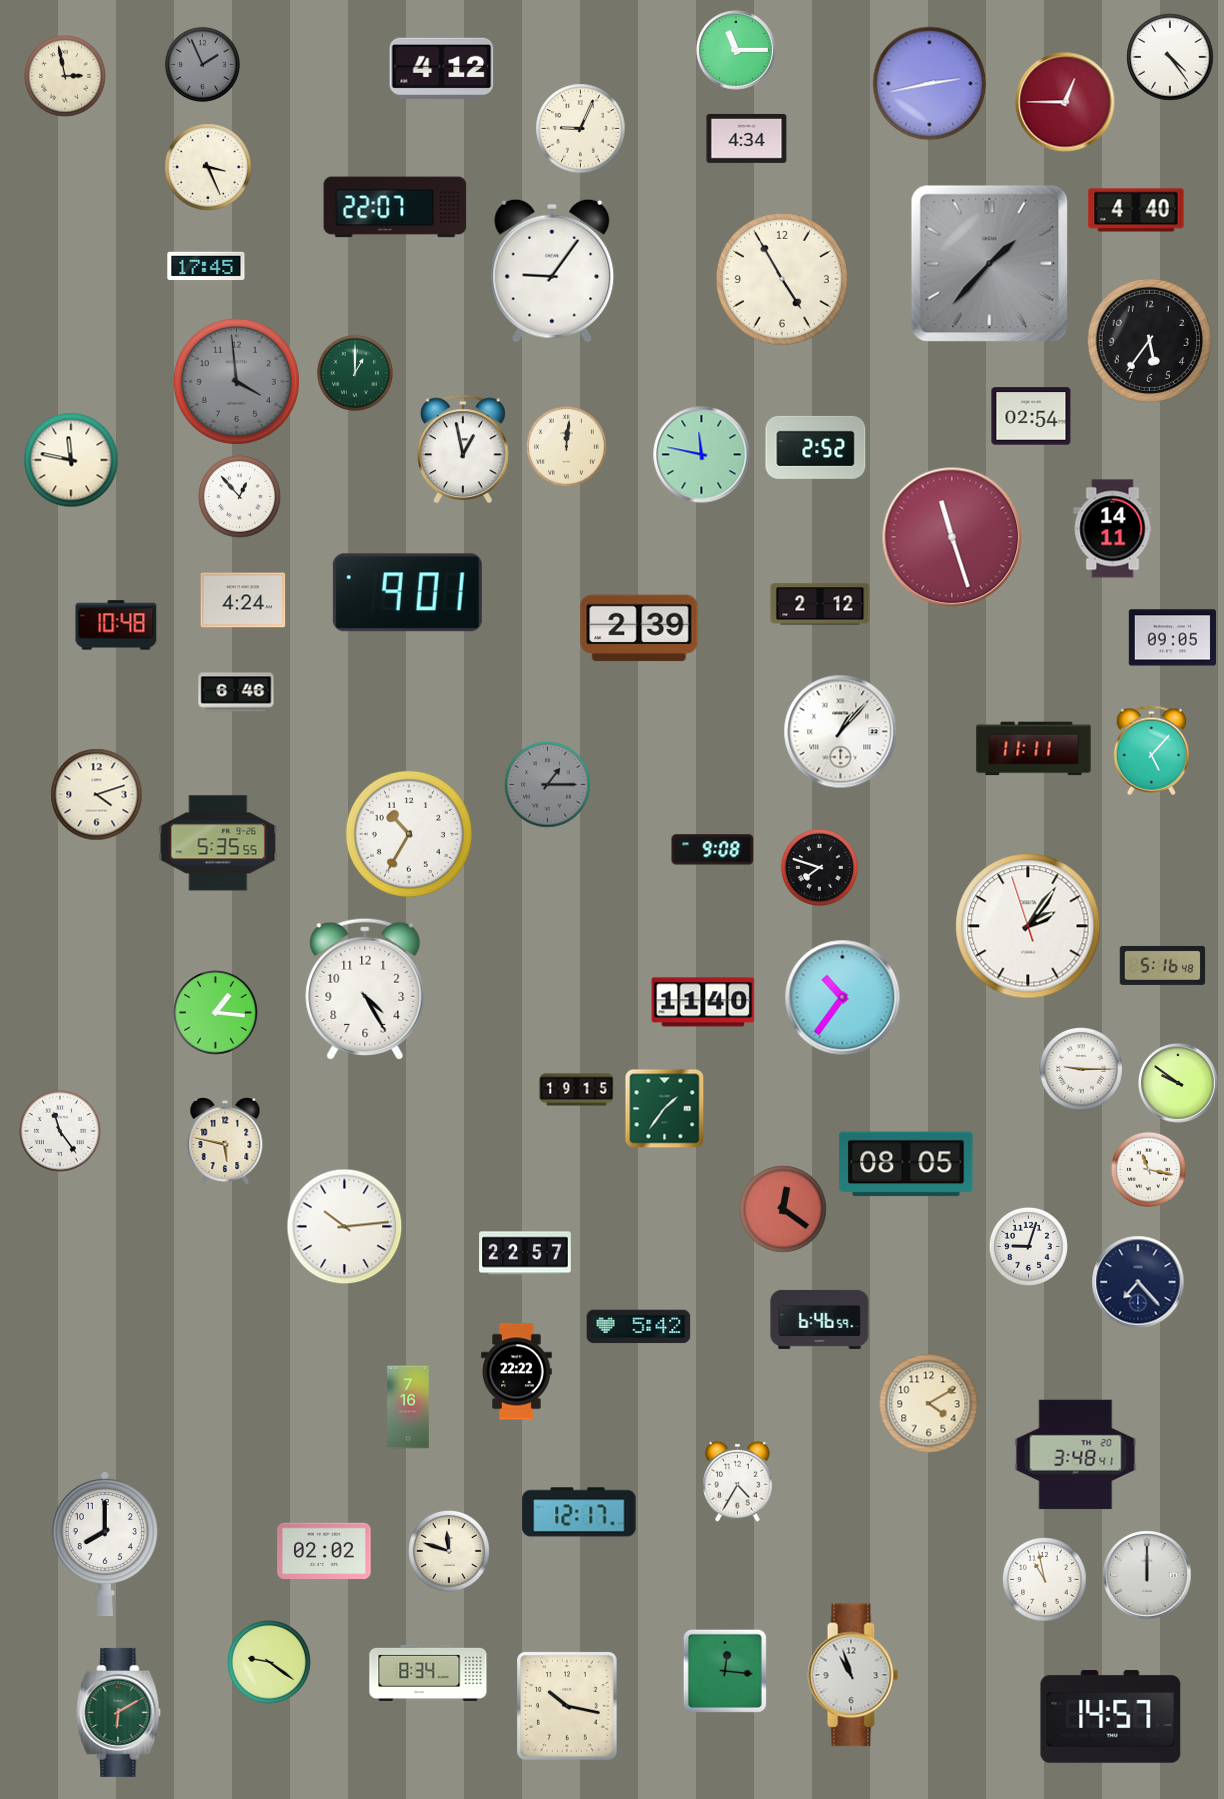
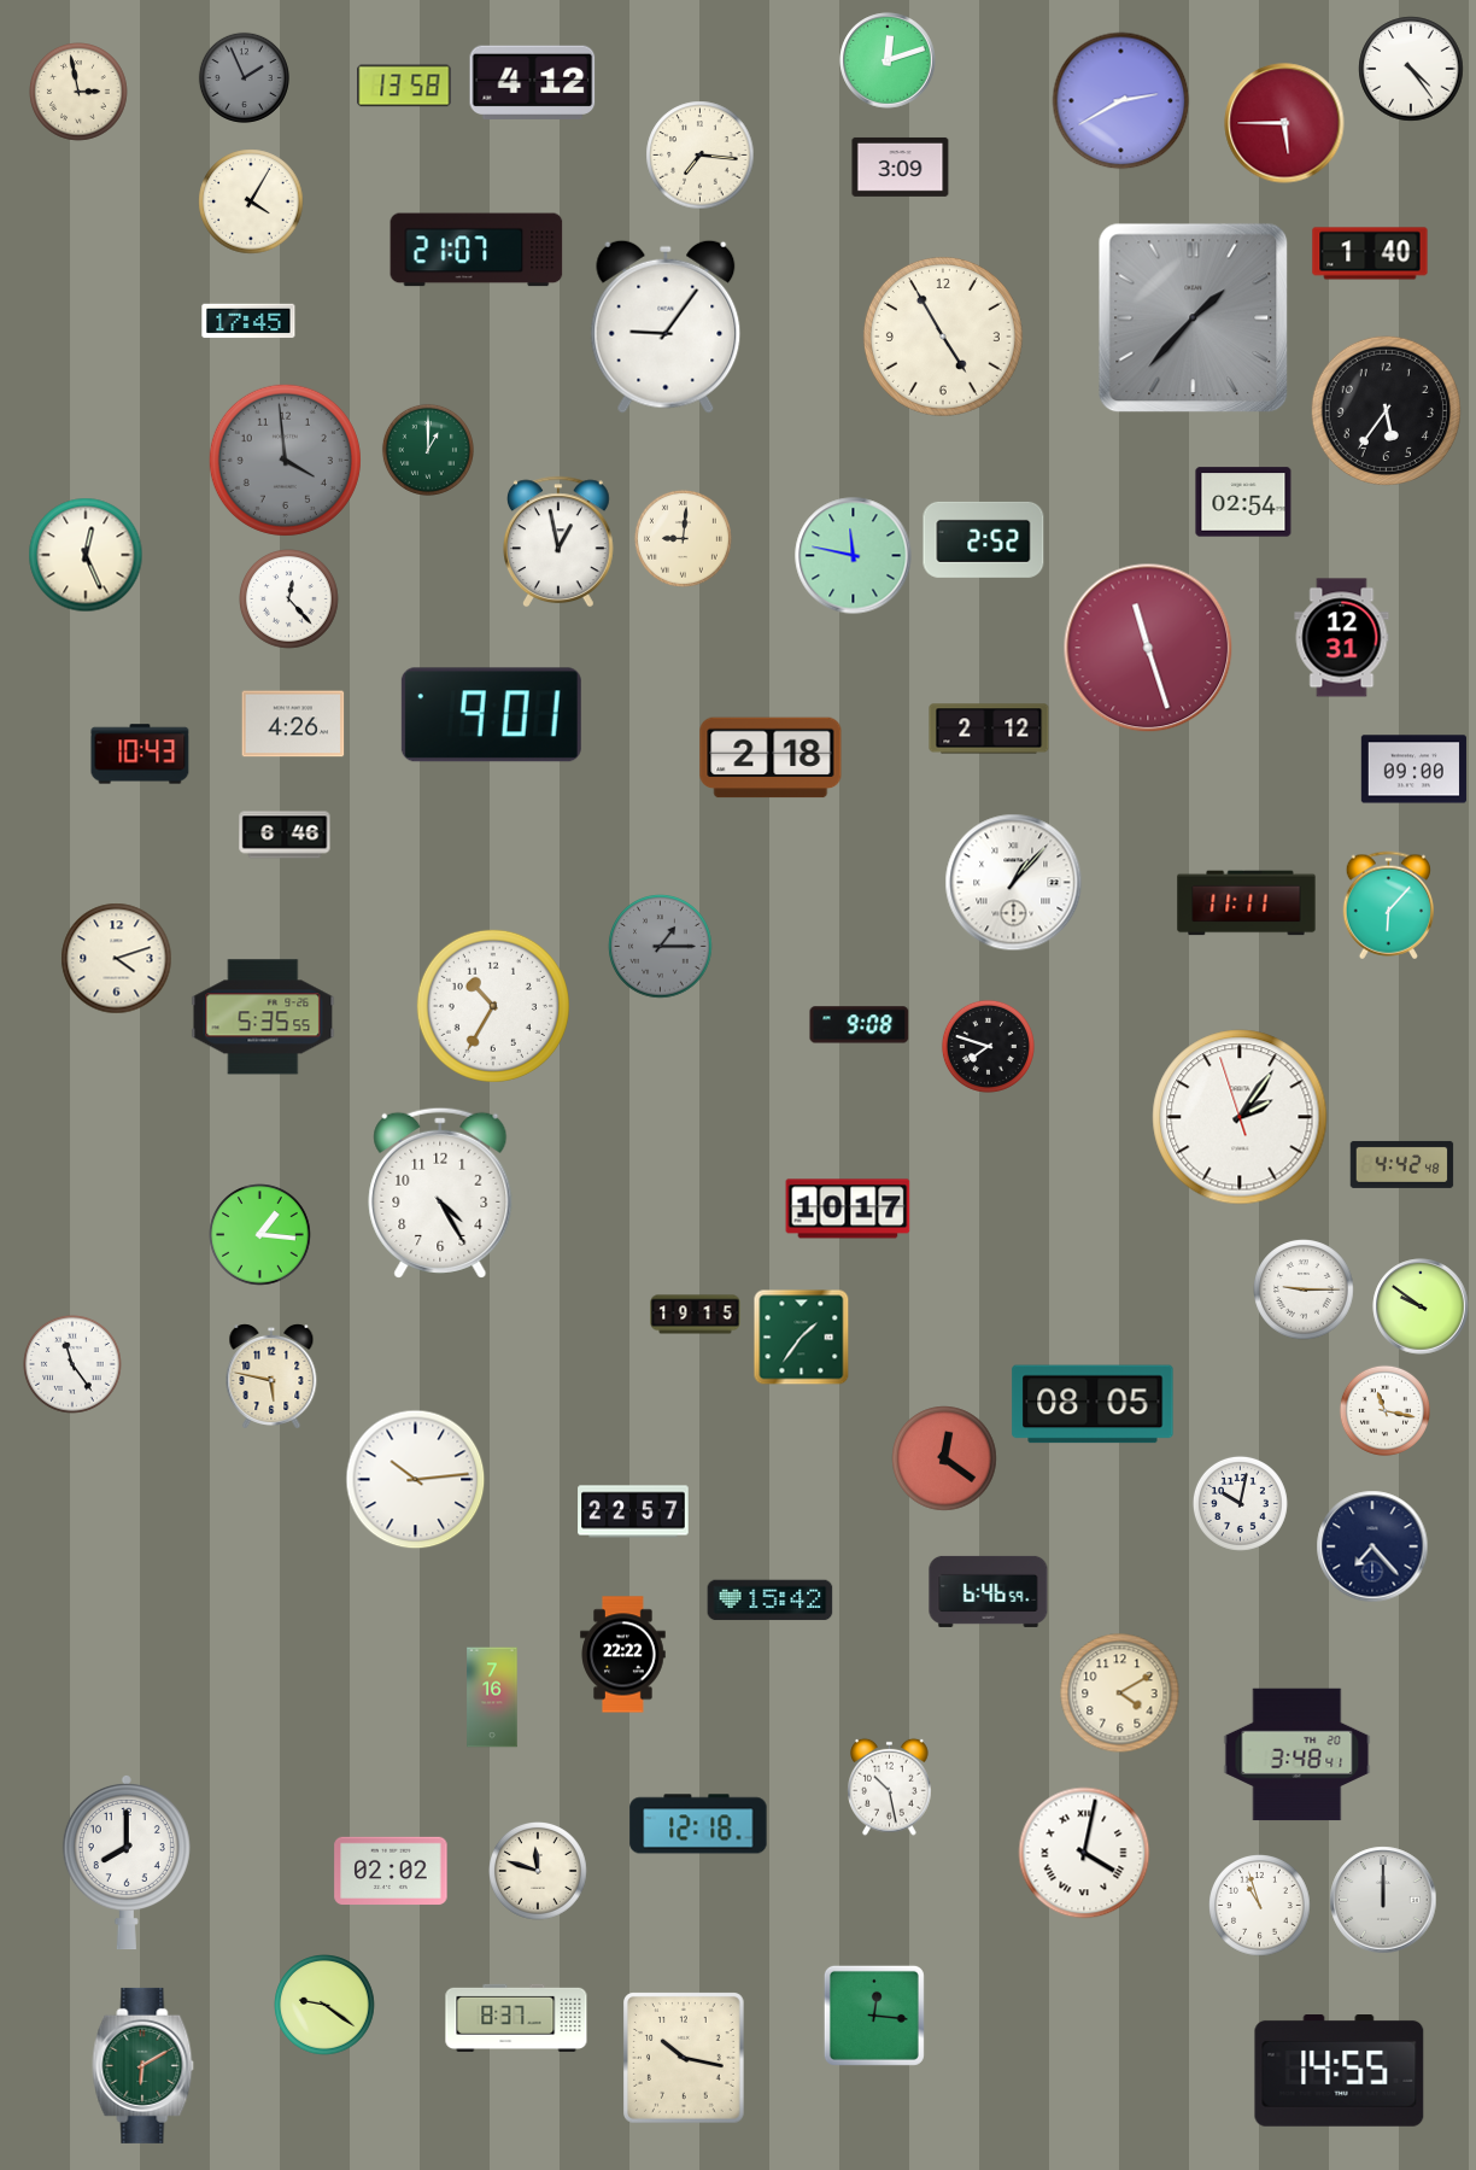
clock at (736, 50): 11:15 -> 12:12
clock at (404, 86): none -> 13:58
clock at (930, 84): 2:43 -> 2:40
clock at (1065, 102): 12:45 -> 5:45
clock at (581, 129): 9:04 -> 7:16
clock at (747, 138): 4:34 -> 3:09
clock at (208, 167): 3:26 -> 4:05
clock at (395, 207): 22:07 -> 21:07
clock at (1136, 210): 4:40 -> 1:40
clock at (566, 446): 12:01 -> 9:01
clock at (702, 455) position: (702, 455) -> (854, 556)
clock at (71, 460): 11:47 -> 12:26
clock at (240, 497): 12:53 -> 12:23
clock at (1113, 529): 14:11 -> 12:31
clock at (243, 600): 4:24 -> 4:26
clock at (116, 625): 10:48 -> 10:43
clock at (639, 628): 2:39 -> 2:18
clock at (1172, 638): 09:05 -> 09:00
clock at (1151, 751): 5:07 -> 6:07
clock at (1163, 965): 5:16 -> 4:42
clock at (843, 998): 10:36 -> none
clock at (703, 1002): 11:40 -> 10:17
clock at (216, 1013) position: (216, 1013) -> (260, 1235)
clock at (1028, 1246): 9:03 -> 10:02
clock at (639, 1327): 5:42 -> 15:42
clock at (738, 1481): 4:35 -> 10:28
clock at (579, 1512): 12:17 -> 12:18
clock at (1084, 1853): none -> 4:02
clock at (450, 1552) position: (450, 1552) -> (539, 1872)
clock at (1045, 1580): 10:58 -> 10:57
clock at (428, 1673): 8:34 -> 8:37
clock at (853, 1675): 10:57 -> none
clock at (1111, 1717): 14:57 -> 14:55
